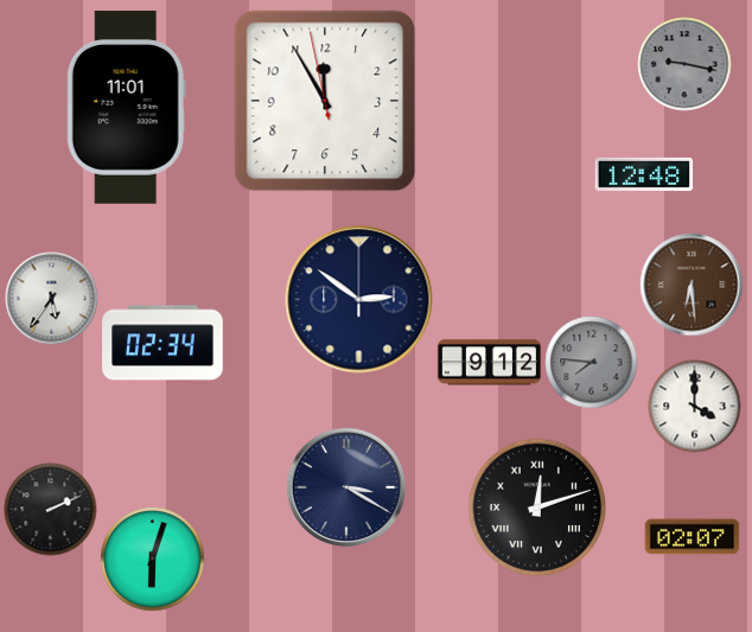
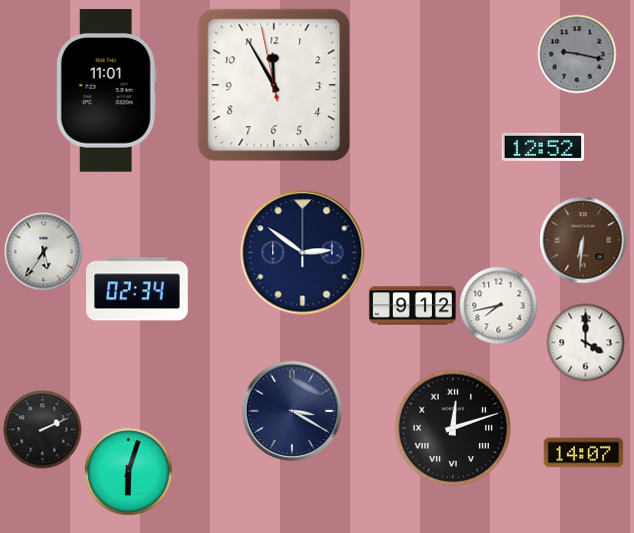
clock at (644, 174): 12:48 -> 12:52
clock at (692, 285): 6:29 -> 6:31
clock at (591, 362): 7:46 -> 7:43
clock at (591, 362) dial: grey -> white
clock at (692, 537): 02:07 -> 14:07
